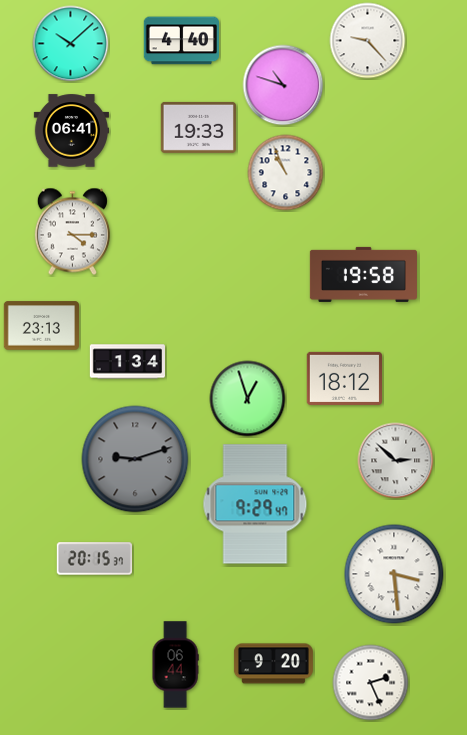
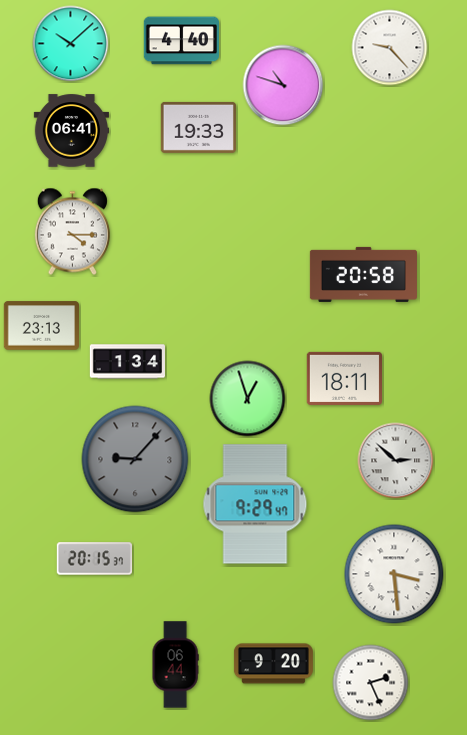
clock at (368, 41) position: (368, 41) -> (390, 48)
clock at (286, 173): 10:56 -> none
clock at (363, 274): 19:58 -> 20:58
clock at (344, 378): 18:12 -> 18:11
clock at (135, 459): 9:12 -> 9:07
